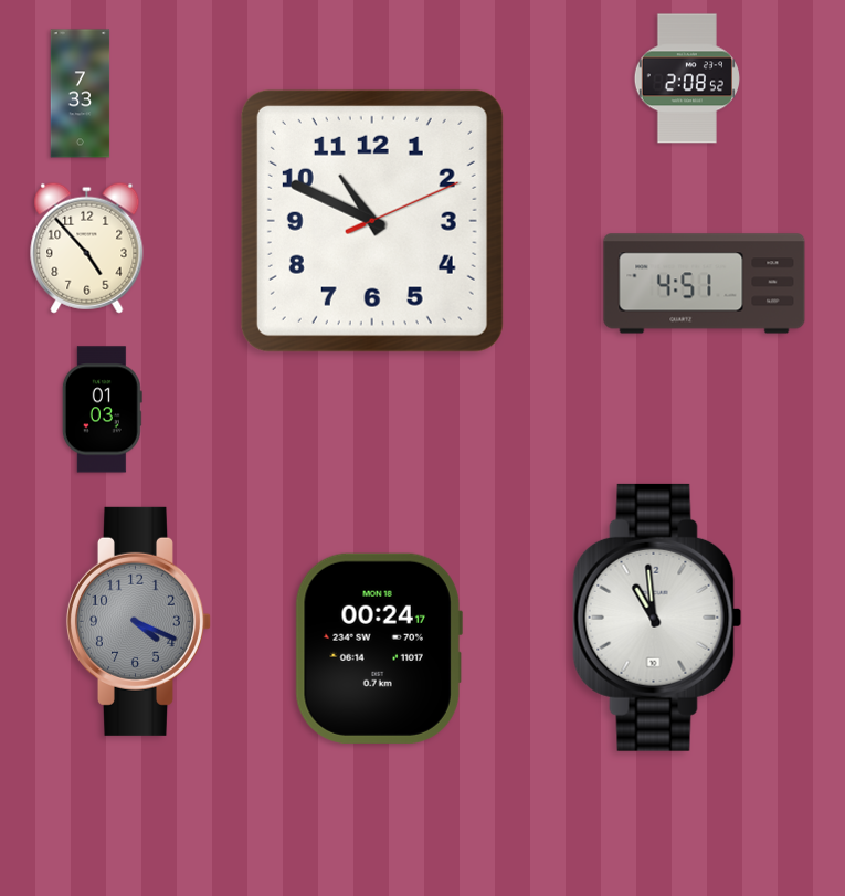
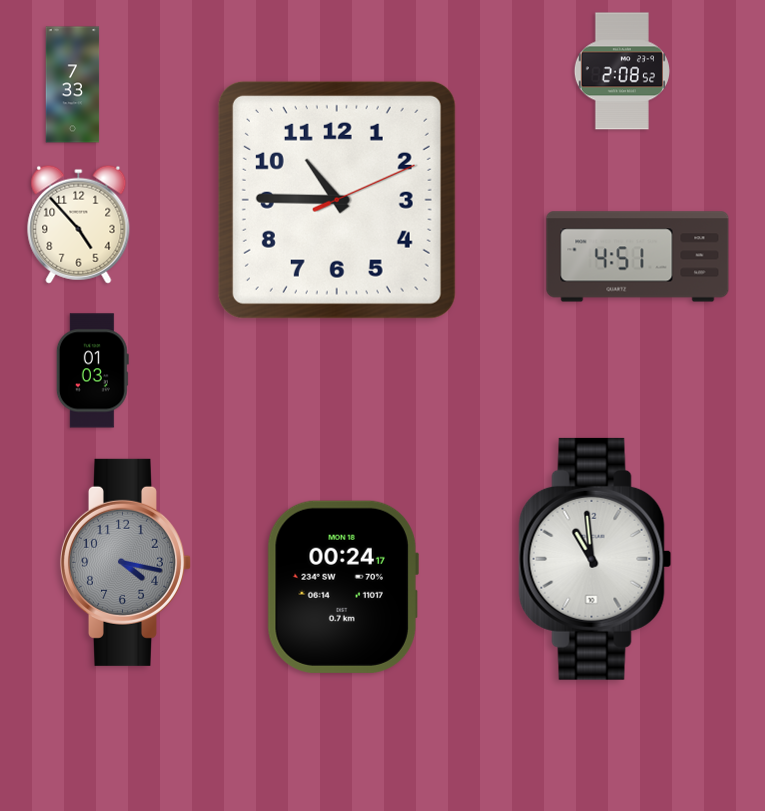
clock at (372, 221): 10:49 -> 10:45
clock at (138, 621): 4:19 -> 4:17
